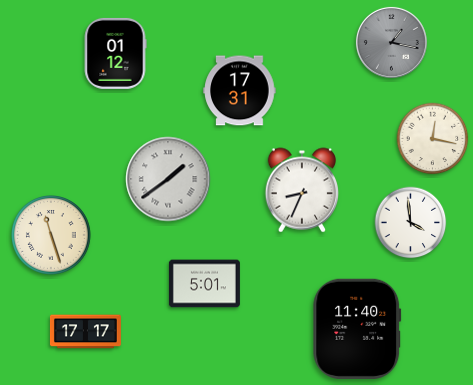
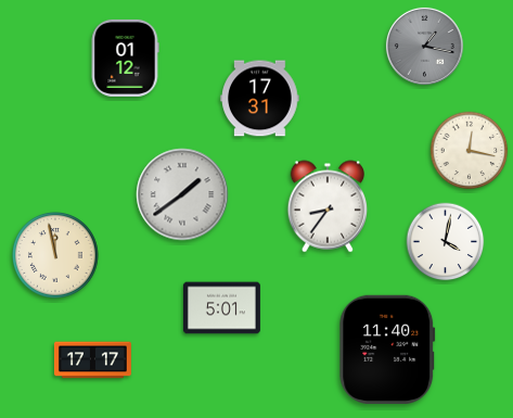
clock at (301, 190): 8:34 -> 8:36
clock at (411, 223): 3:59 -> 4:02
clock at (52, 236): 11:27 -> 11:58
clock at (357, 329) position: (357, 329) -> (387, 350)
